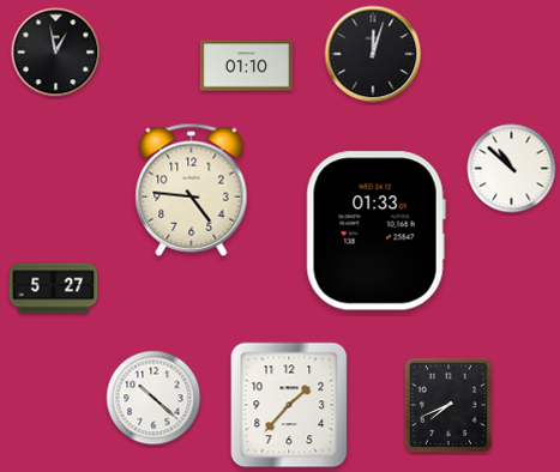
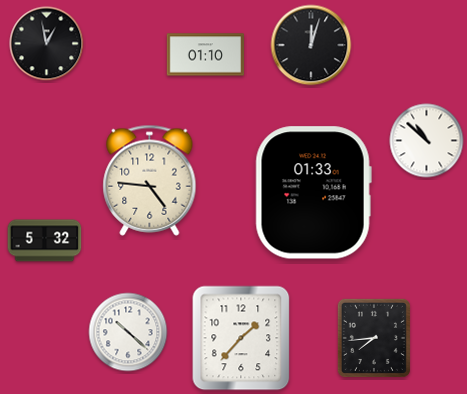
clock at (192, 189) position: (192, 189) -> (150, 180)
clock at (54, 289): 5:27 -> 5:32
clock at (448, 405): 7:41 -> 7:44
